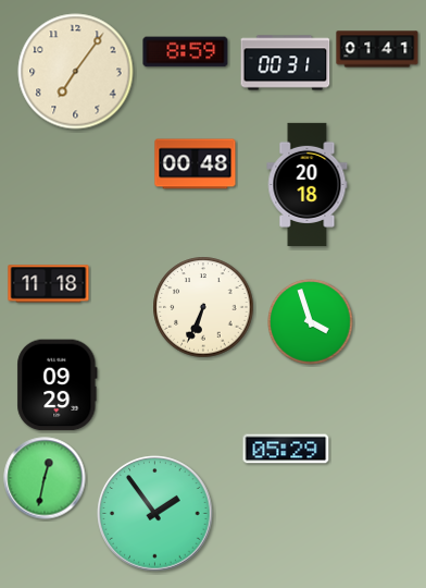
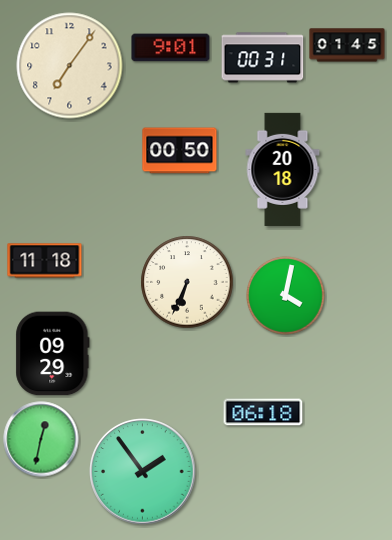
clock at (377, 49): 01:41 -> 01:45
clock at (186, 52): 8:59 -> 9:01
clock at (196, 164): 00:48 -> 00:50
clock at (311, 322): 3:57 -> 4:02
clock at (286, 449): 05:29 -> 06:18
